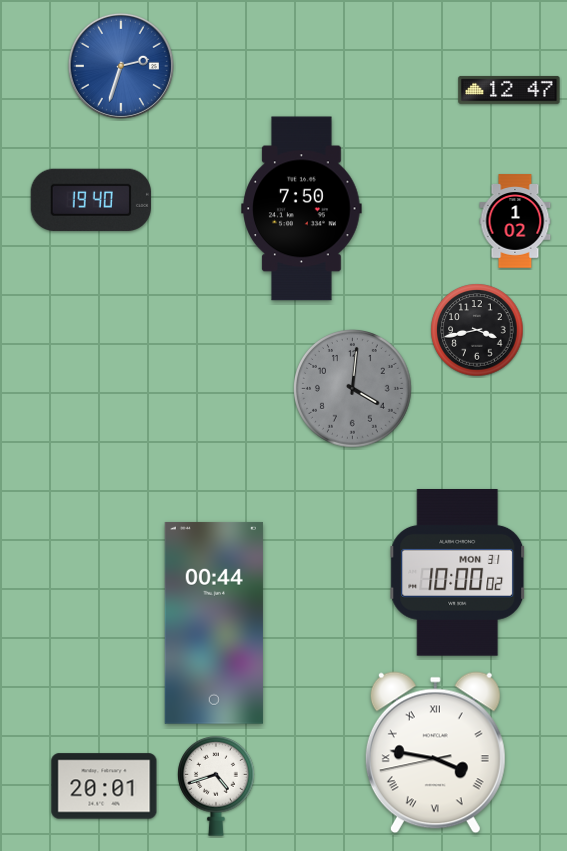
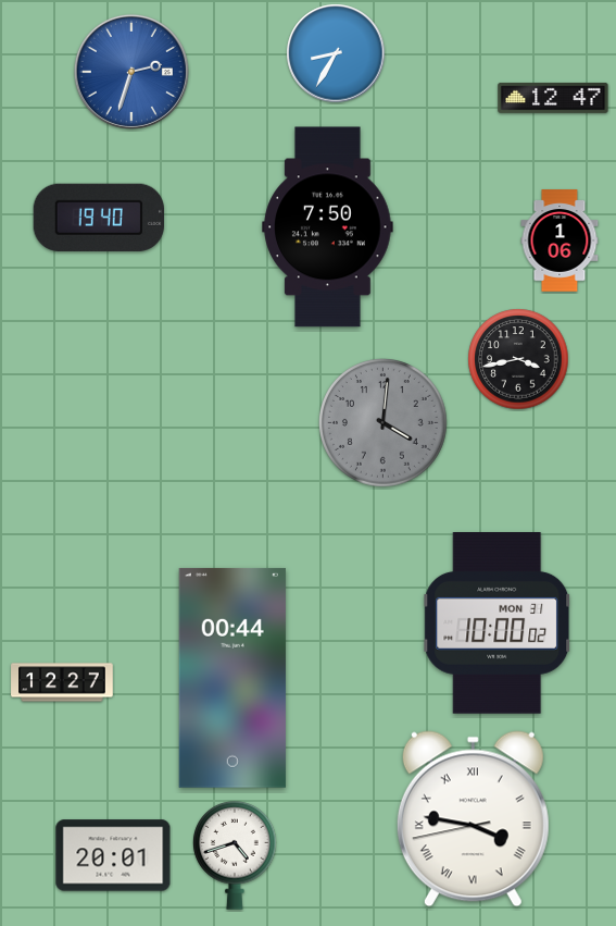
clock at (336, 53): none -> 8:35
clock at (515, 221): 1:02 -> 1:06
clock at (62, 682): none -> 12:27
